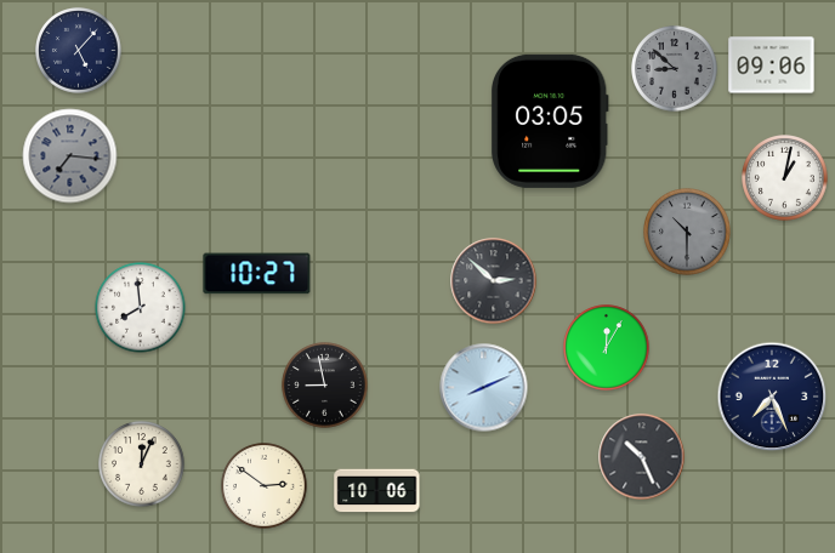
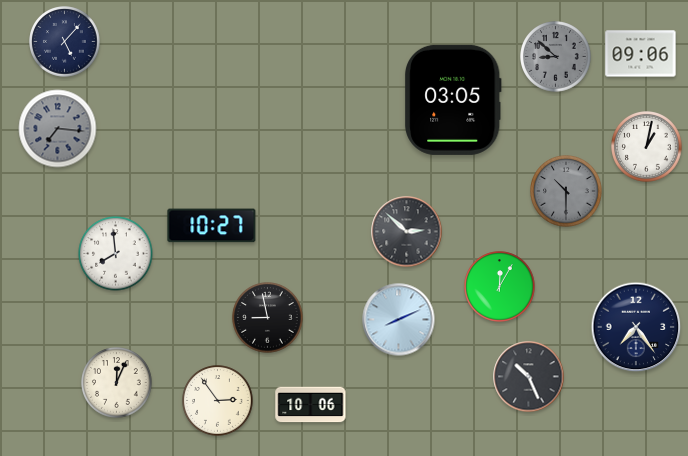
clock at (772, 65) position: (772, 65) -> (641, 54)
clock at (772, 397): 7:26 -> 7:24
clock at (265, 486): 2:51 -> 2:54
